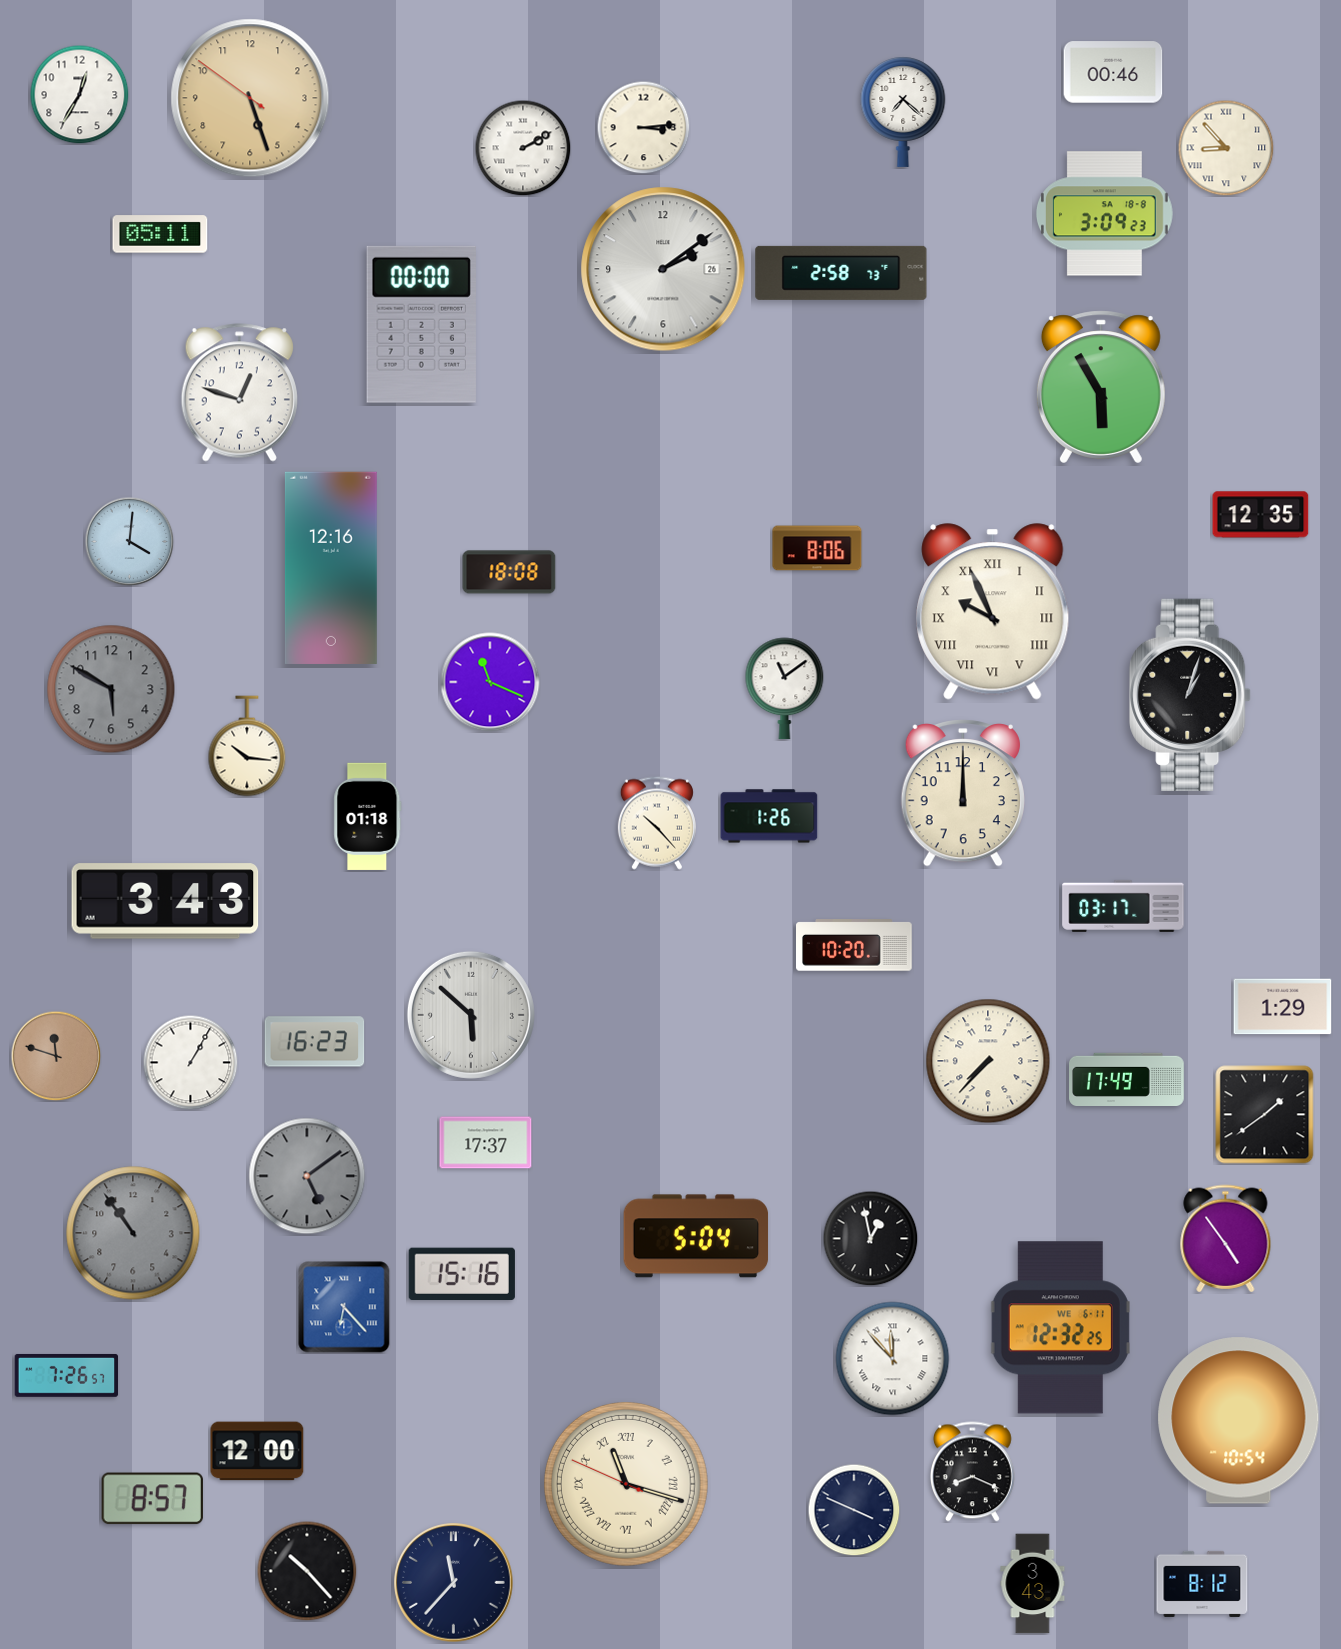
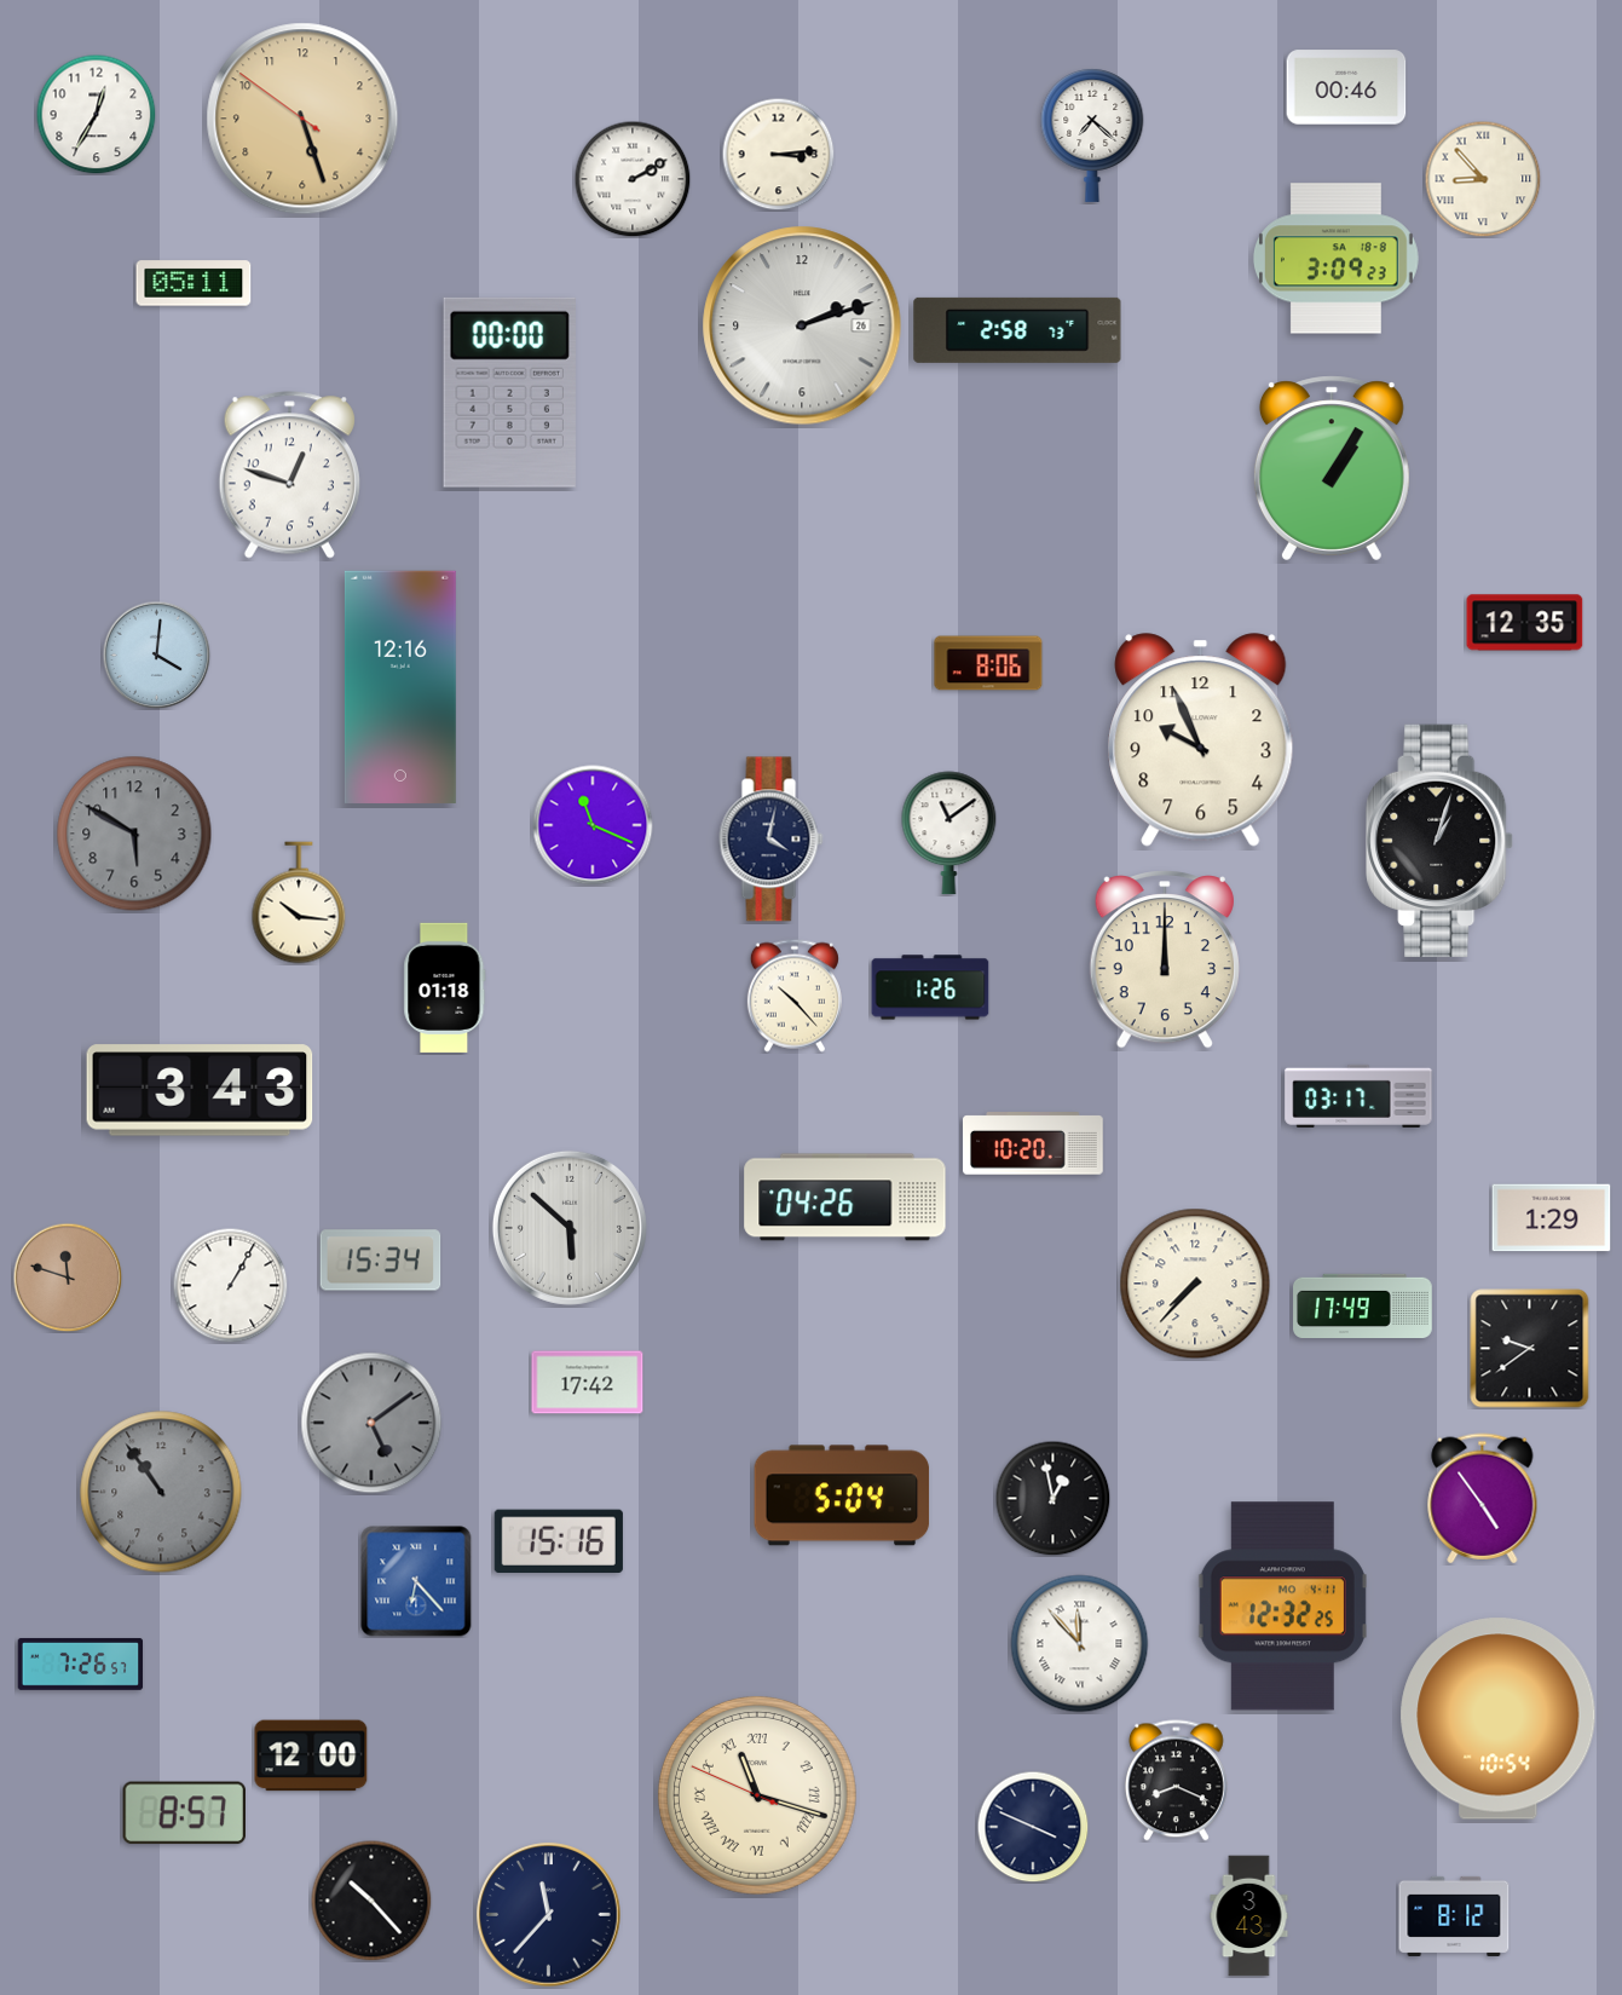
clock at (663, 269): 2:09 -> 2:12
clock at (1101, 387): 5:55 -> 1:05
clock at (509, 572): 18:08 -> none
clock at (993, 612) numerals: Roman -> Arabic
clock at (772, 840): none -> 4:02
clock at (845, 1198): none -> 04:26
clock at (315, 1042): 16:23 -> 15:34
clock at (1265, 1115): 1:39 -> 9:39
clock at (486, 1143): 17:37 -> 17:42
clock at (1060, 1328) date: WE 6-11 -> MO 4-11
